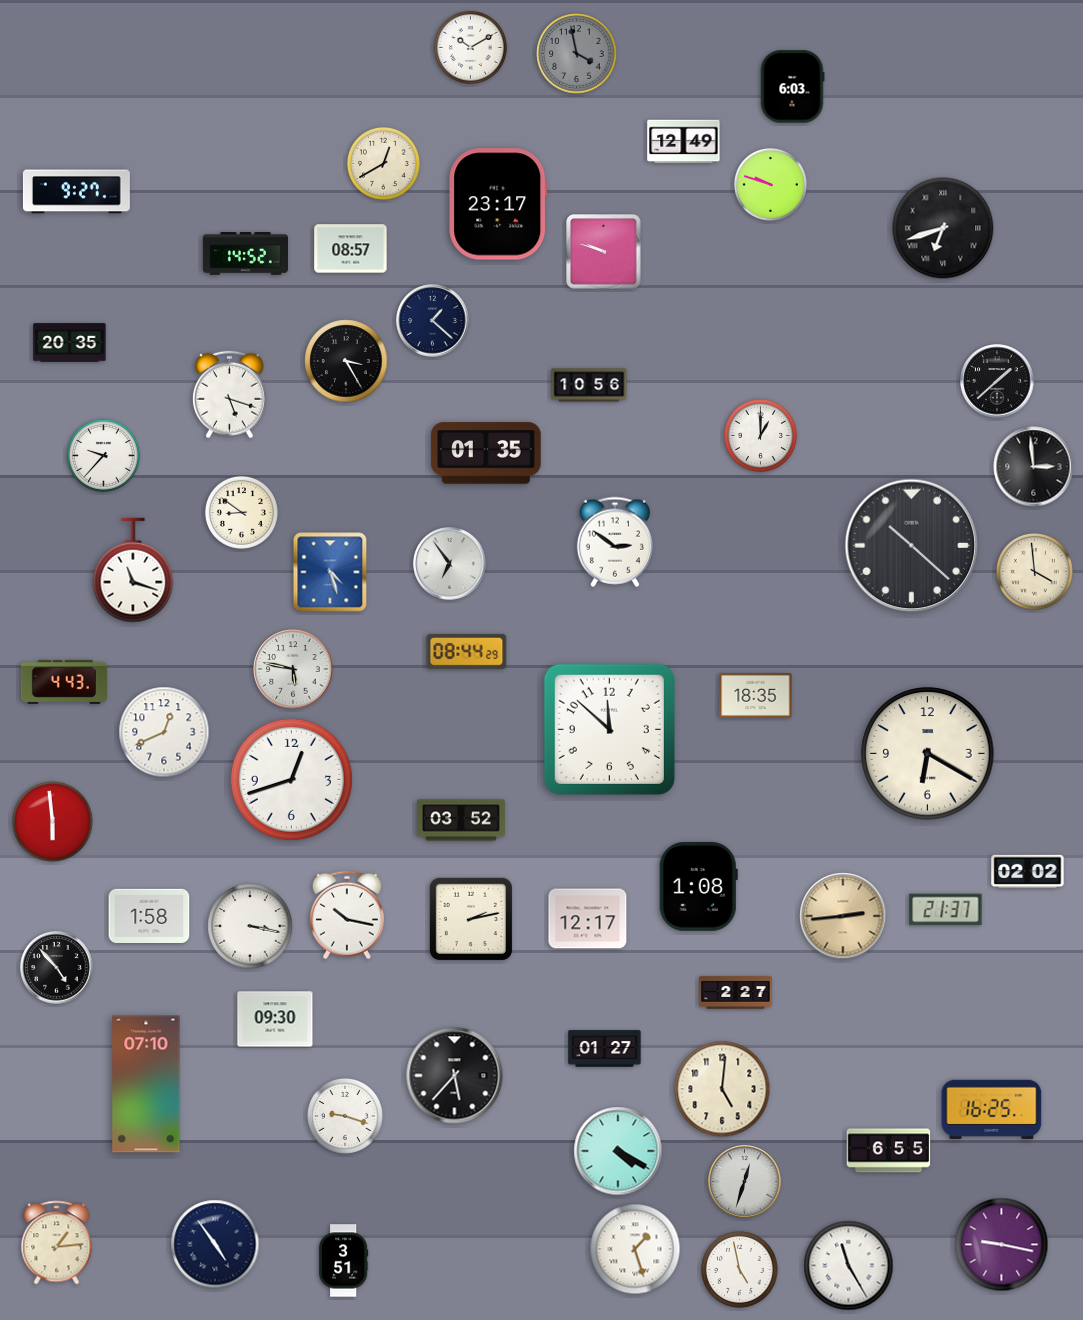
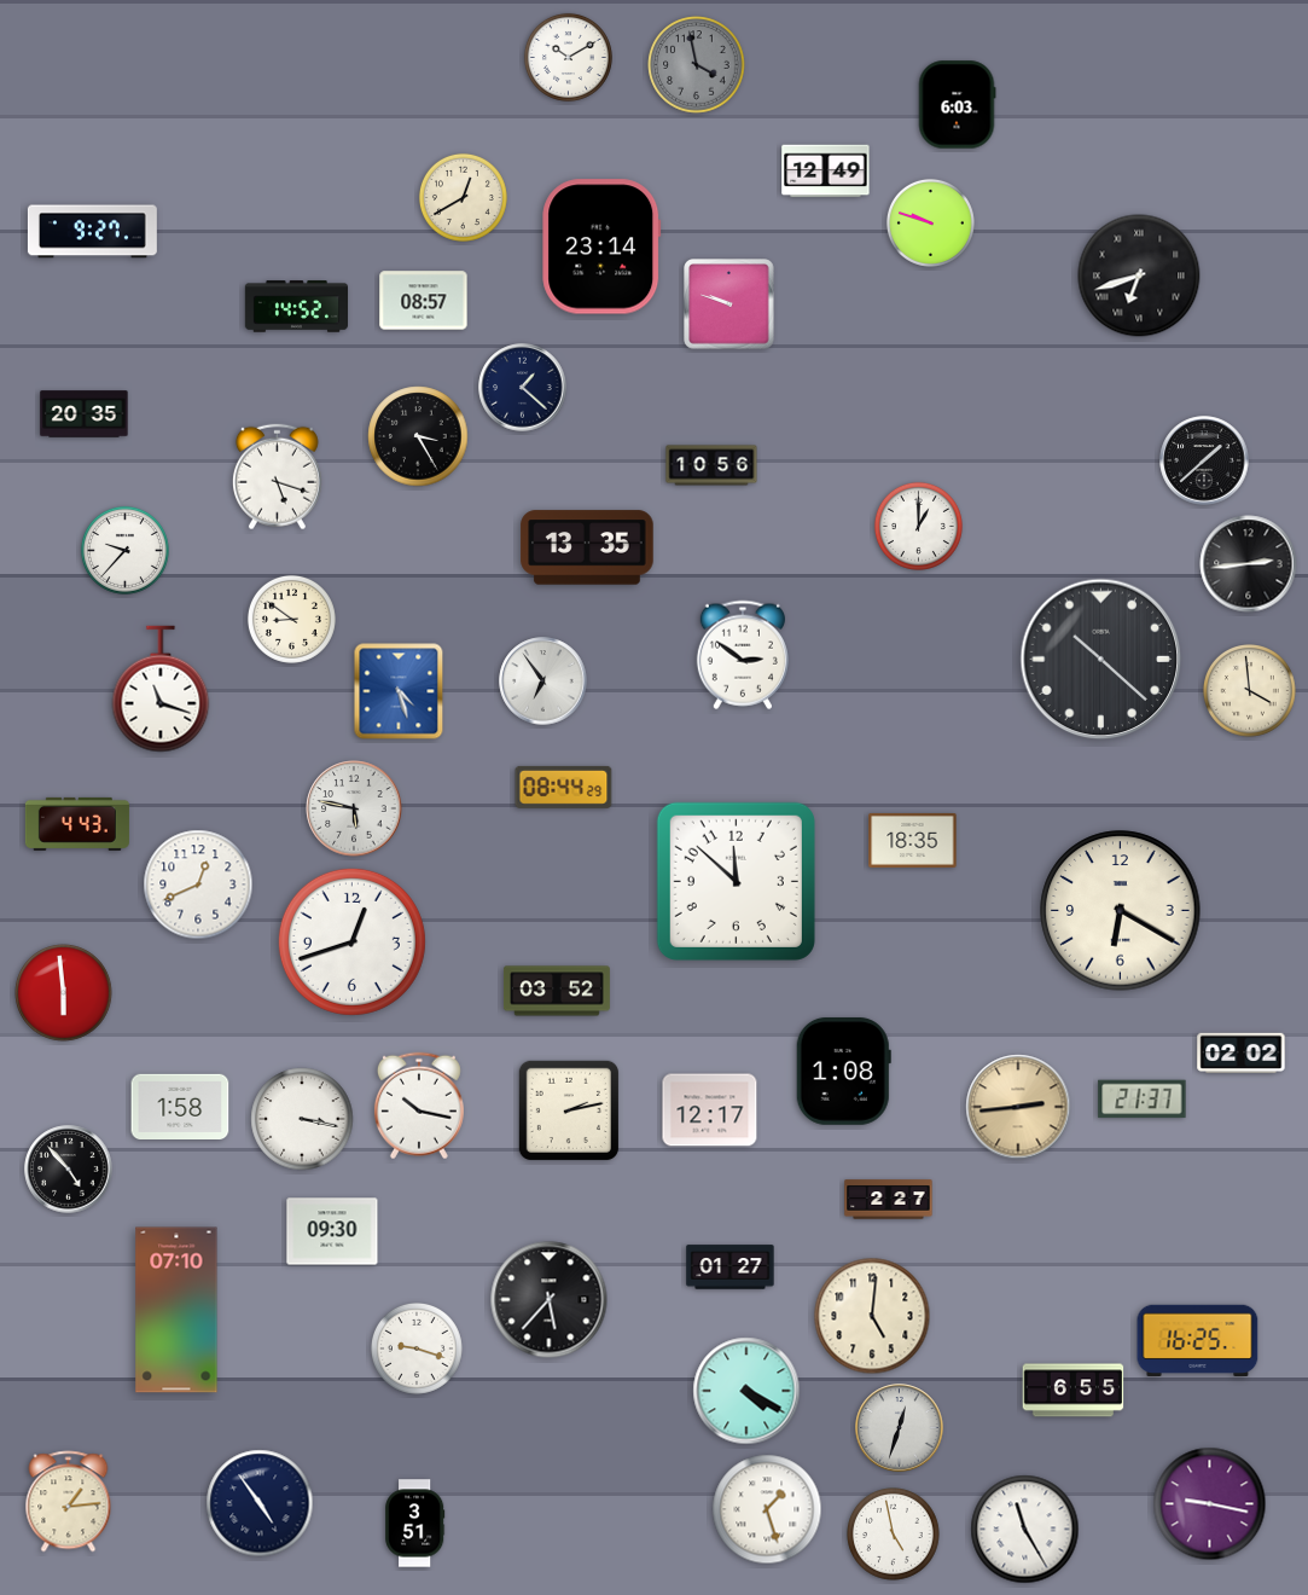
clock at (498, 204): 23:17 -> 23:14
clock at (486, 453): 01:35 -> 13:35
clock at (1034, 467): 2:59 -> 2:44
